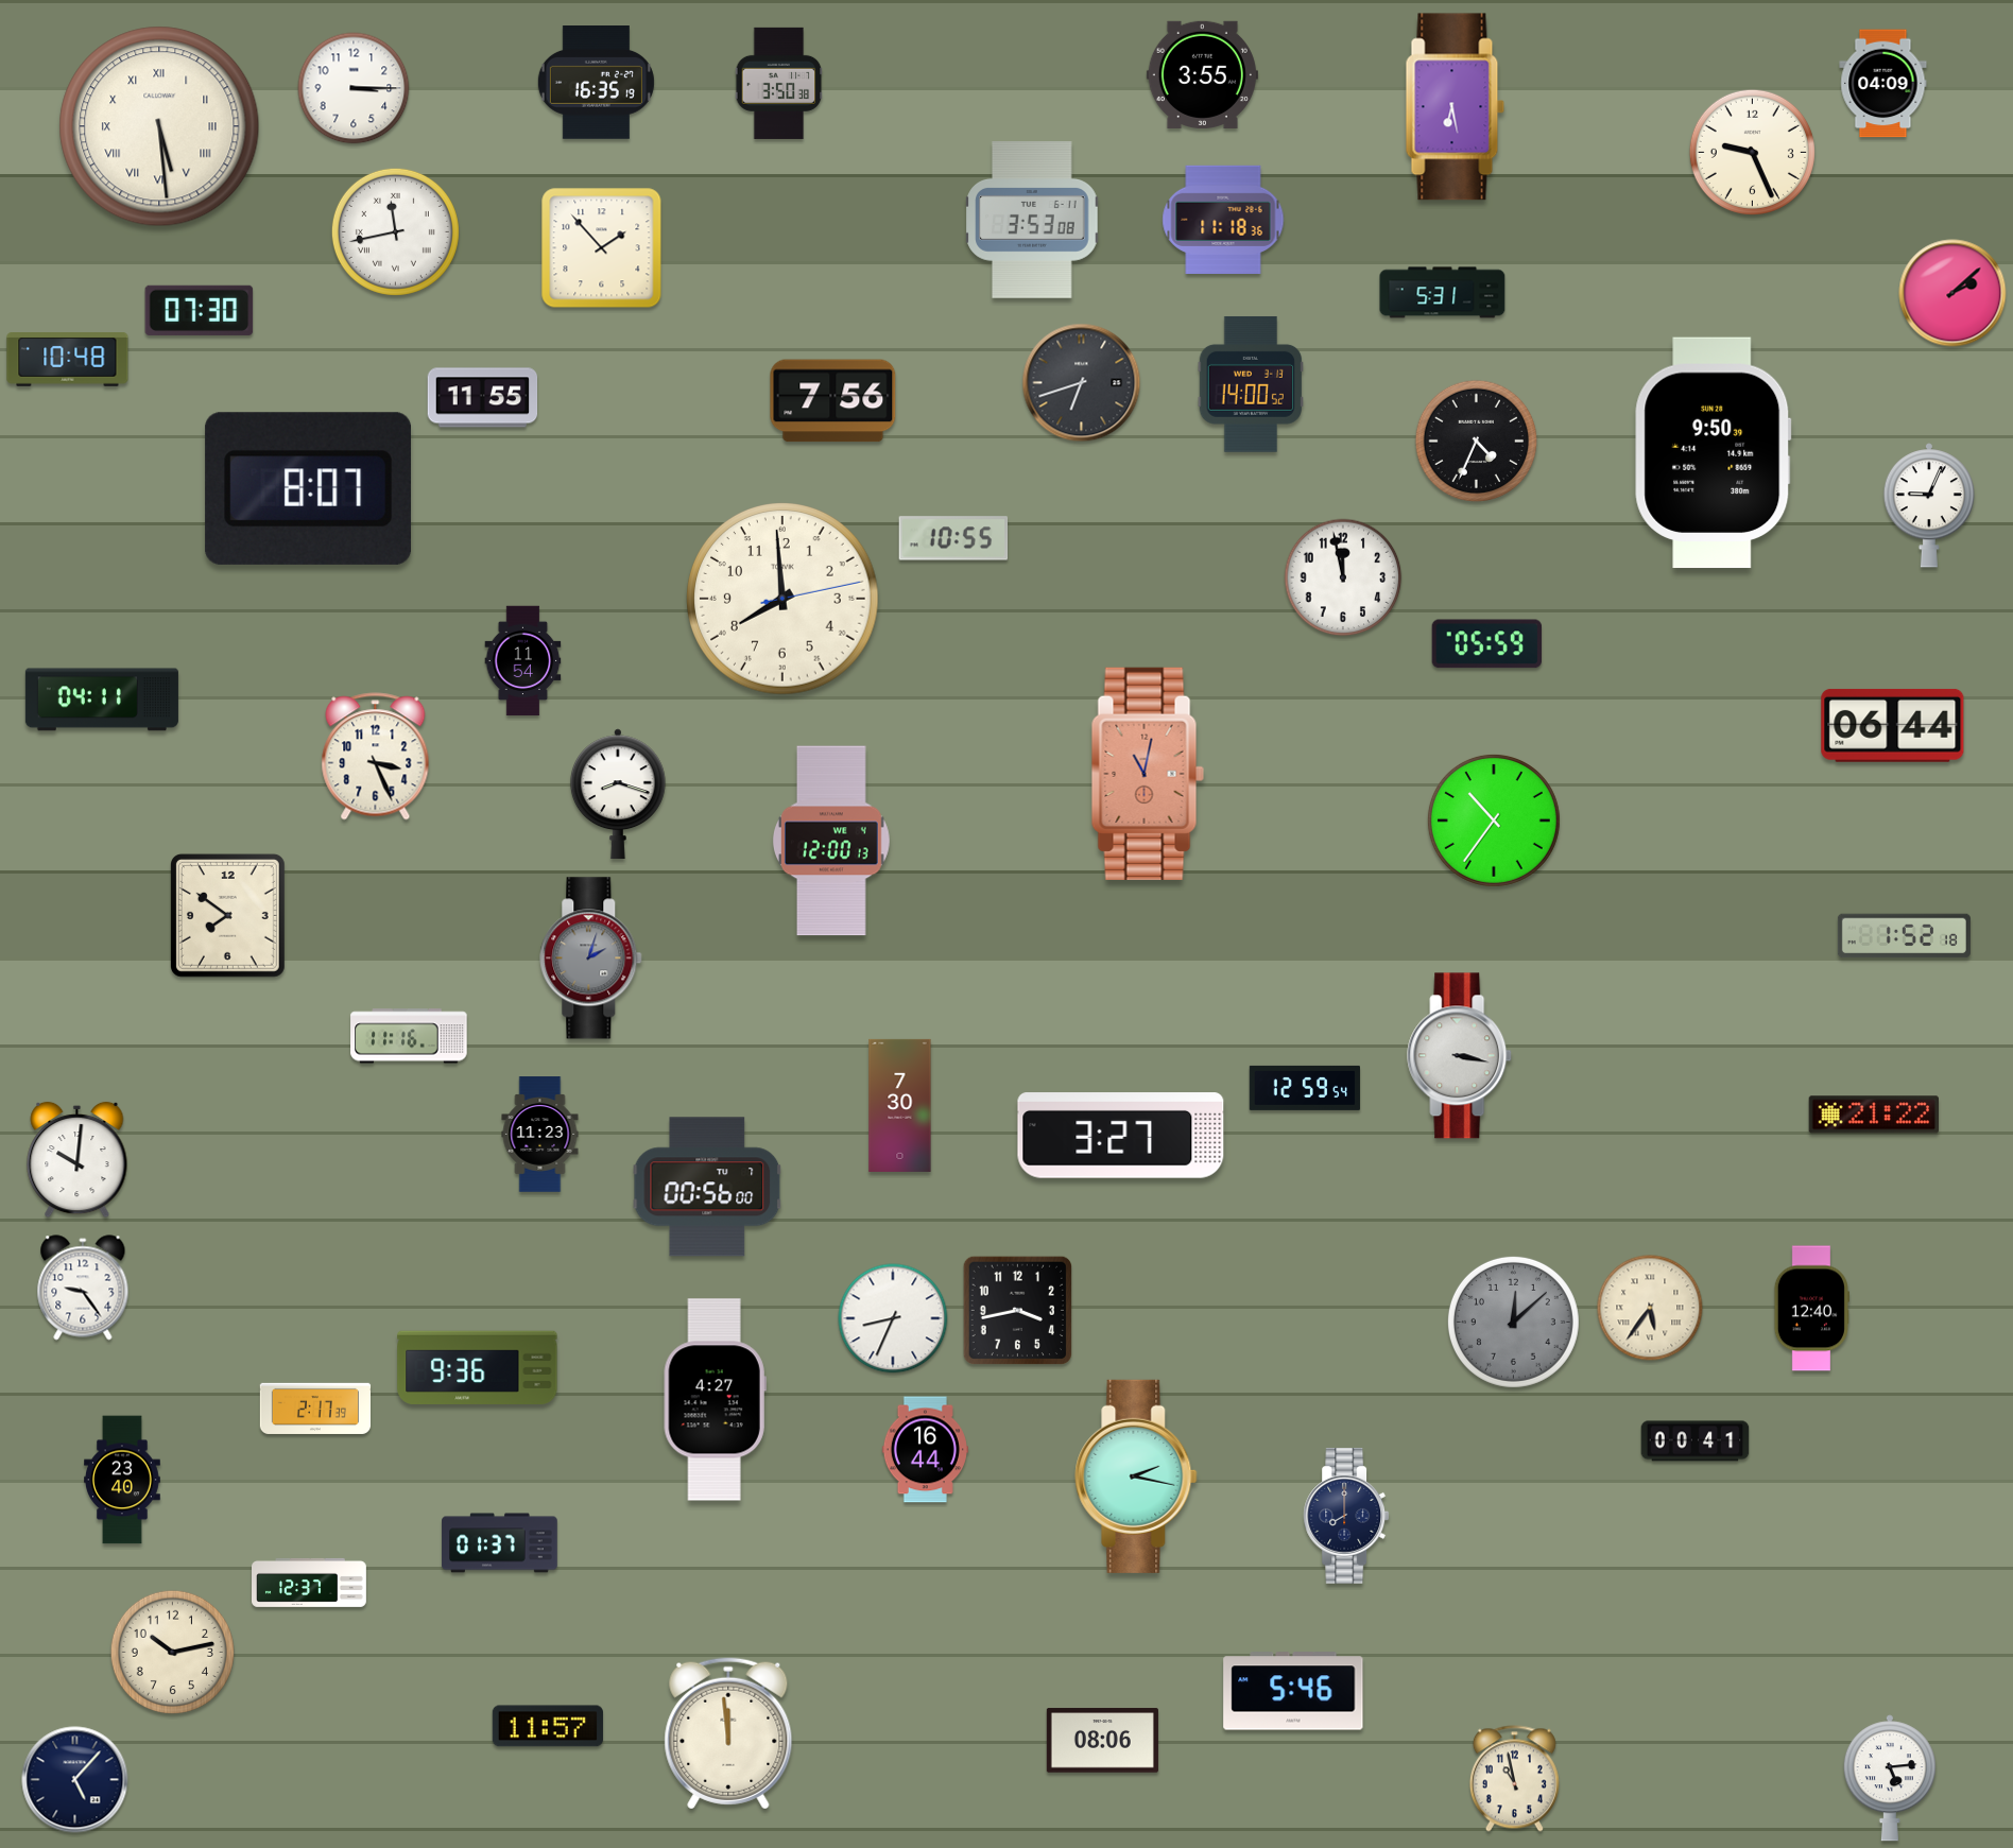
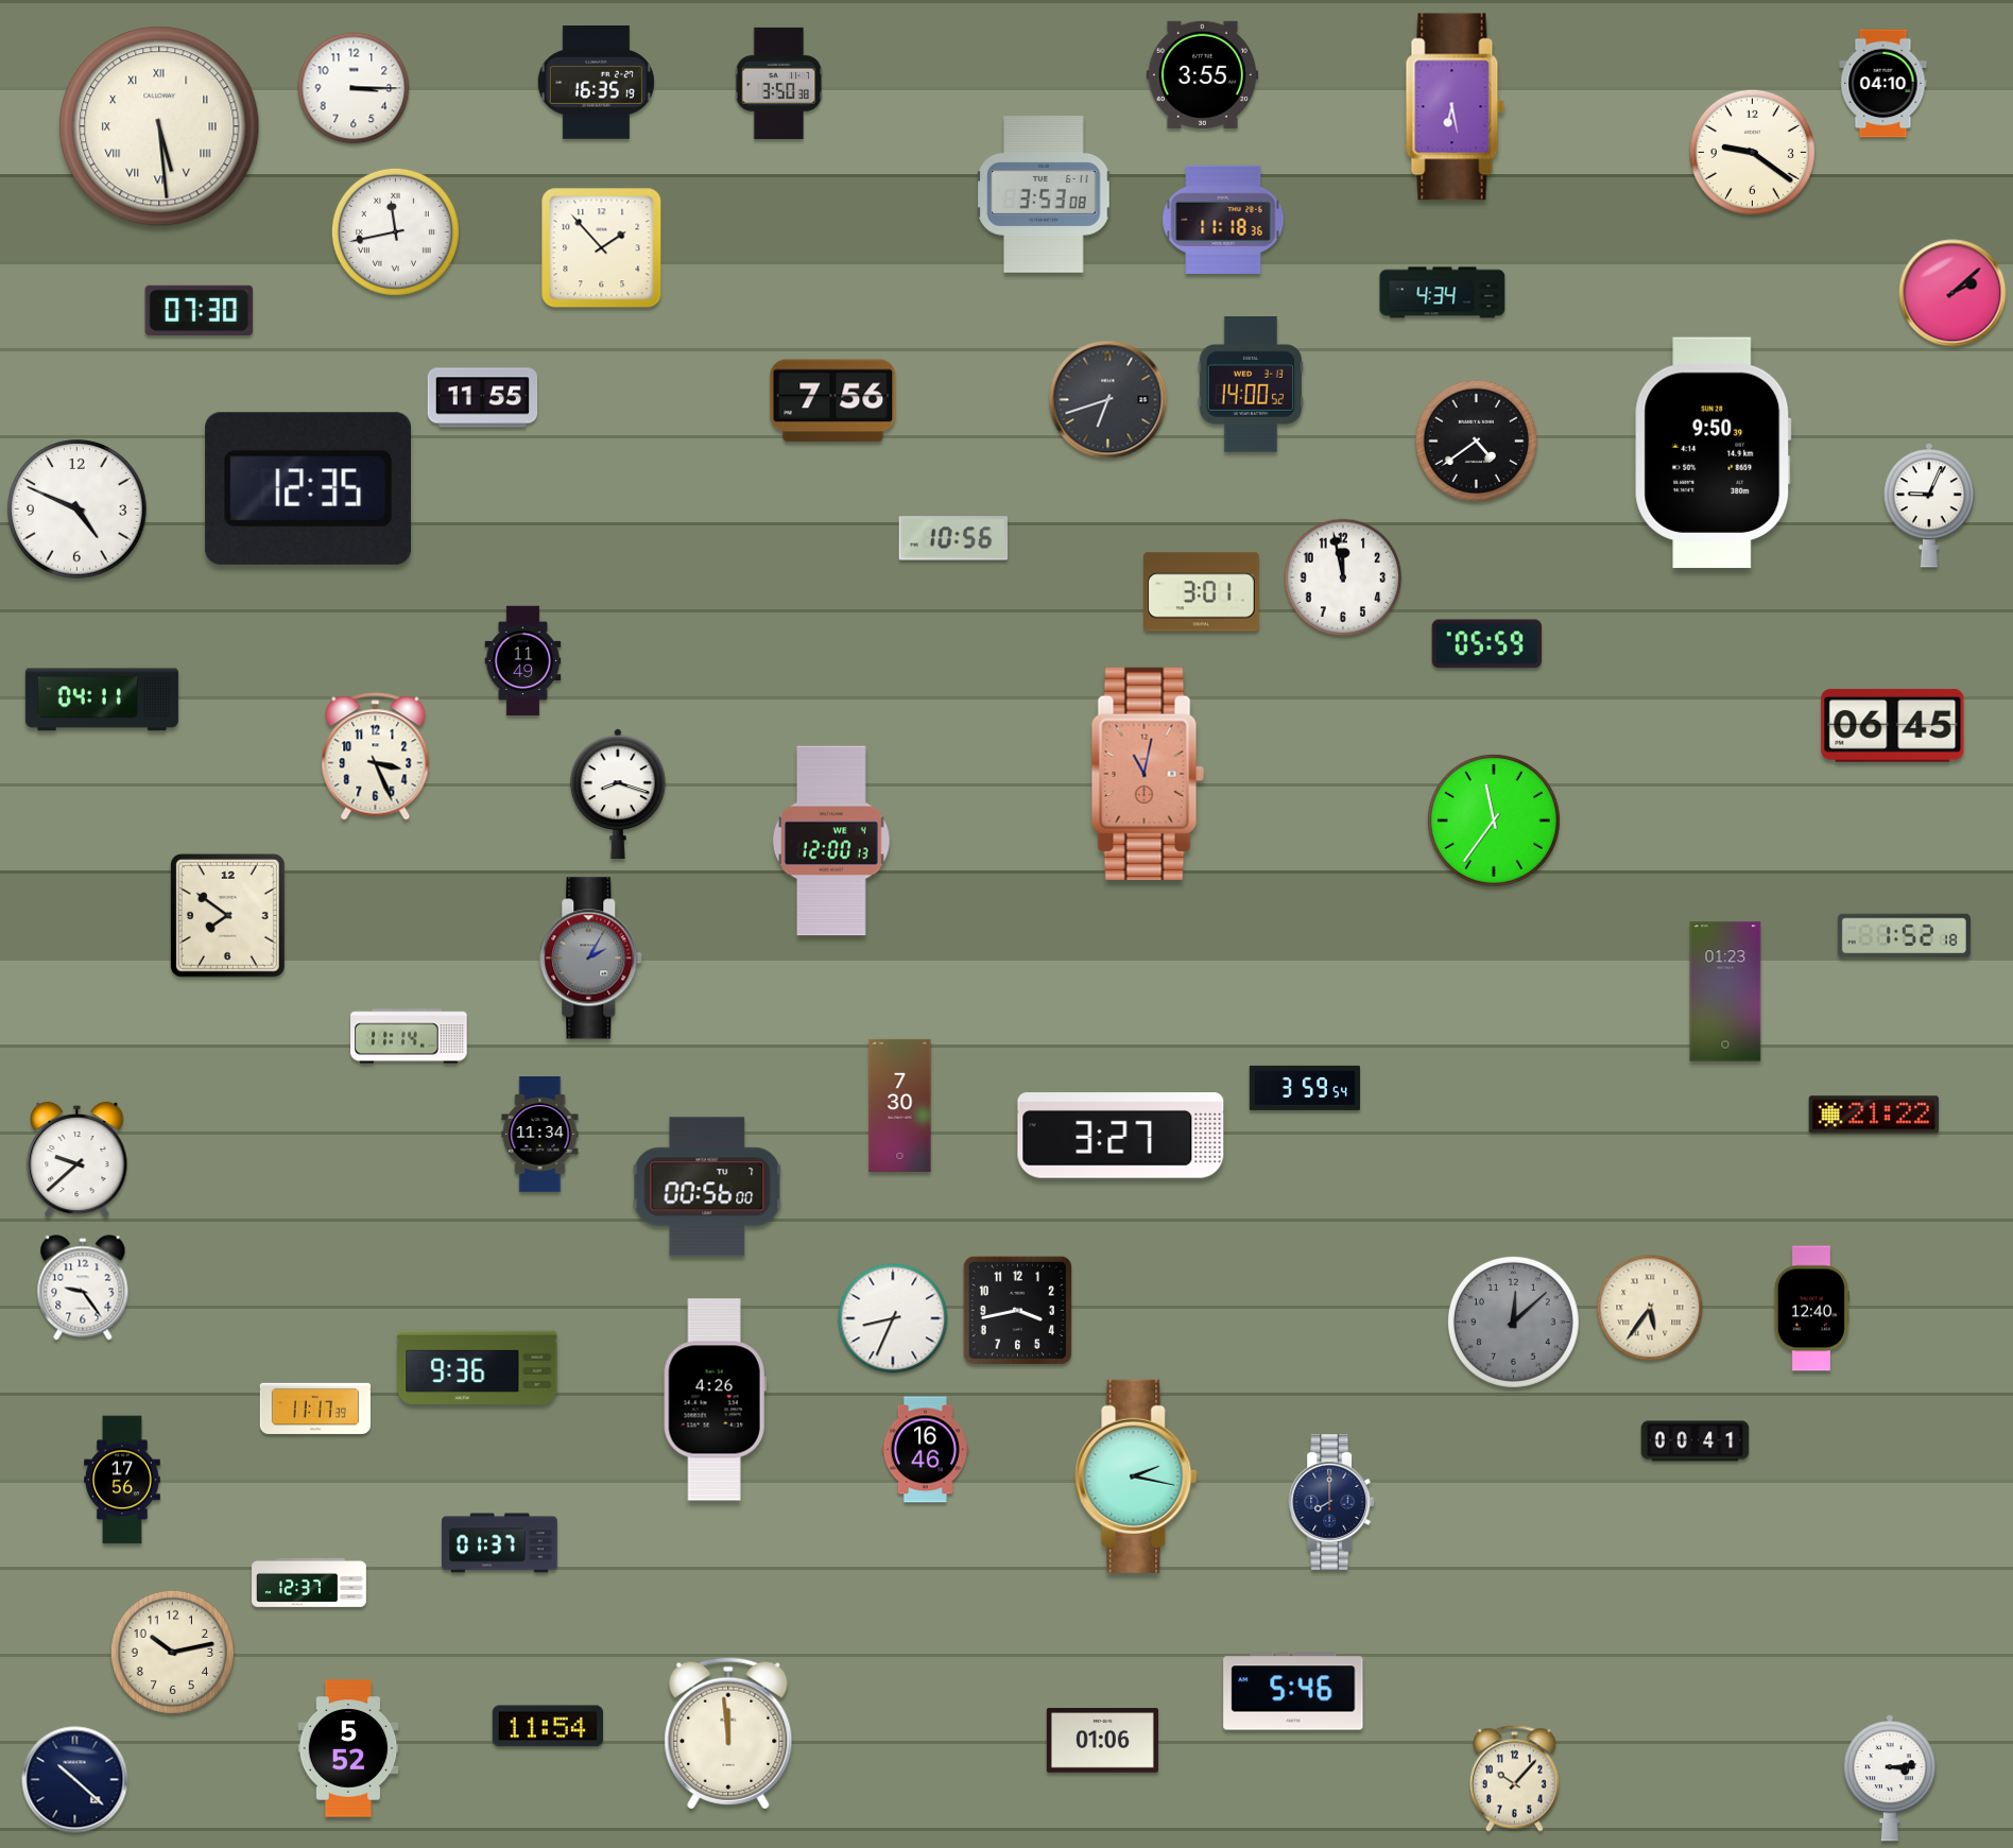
clock at (1883, 84): 04:09 -> 04:10
clock at (1752, 152): 9:26 -> 9:21
clock at (1032, 220) position: (1032, 220) -> (1044, 194)
clock at (1443, 293): 5:31 -> 4:34
clock at (68, 360): 10:48 -> none
clock at (1082, 383) position: (1082, 383) -> (1108, 400)
clock at (1477, 442): 4:34 -> 4:39
clock at (308, 488): 8:07 -> 12:35
clock at (78, 510): none -> 4:49
clock at (953, 538): 10:55 -> 10:56
clock at (1202, 592): none -> 3:01
clock at (782, 599): 7:59 -> none
clock at (523, 661): 11:54 -> 11:49
clock at (1893, 725): 06:44 -> 06:45
clock at (1494, 821): 10:36 -> 11:36
clock at (591, 958): 2:03 -> 2:05
clock at (1725, 991): none -> 01:23
clock at (409, 1036): 11:16 -> 11:14
clock at (1460, 1056): 3:17 -> none
clock at (1304, 1088): 12:59 -> 3:59
clock at (540, 1135): 11:23 -> 11:34
clock at (78, 1160): 10:01 -> 9:38
clock at (715, 1400): 4:27 -> 4:26
clock at (315, 1409): 2:17 -> 11:17
clock at (925, 1450): 16:44 -> 16:46
clock at (123, 1480): 23:40 -> 17:56
clock at (1346, 1517) position: (1346, 1517) -> (1331, 1503)
clock at (548, 1726): 11:57 -> 11:54
clock at (1102, 1741): 08:06 -> 01:06
clock at (348, 1748): none -> 5:52
clock at (1890, 1778): 5:14 -> 3:14
clock at (1514, 1779): 10:58 -> 10:07
clock at (75, 1780): 5:07 -> 10:22
